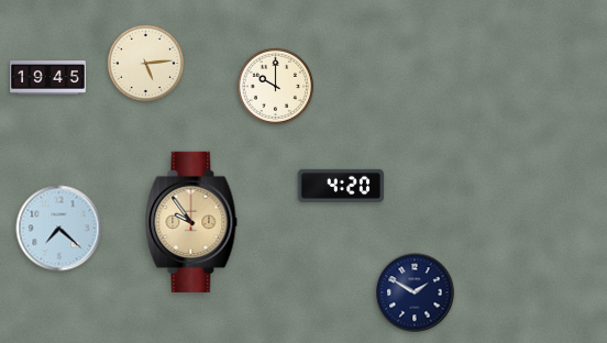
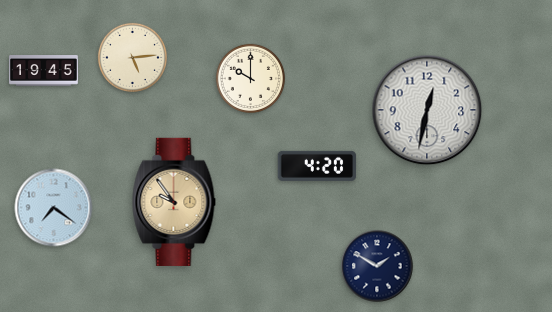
clock at (427, 110): none -> 12:32
clock at (341, 186) position: (341, 186) -> (317, 166)
clock at (59, 229): 7:22 -> 7:21
